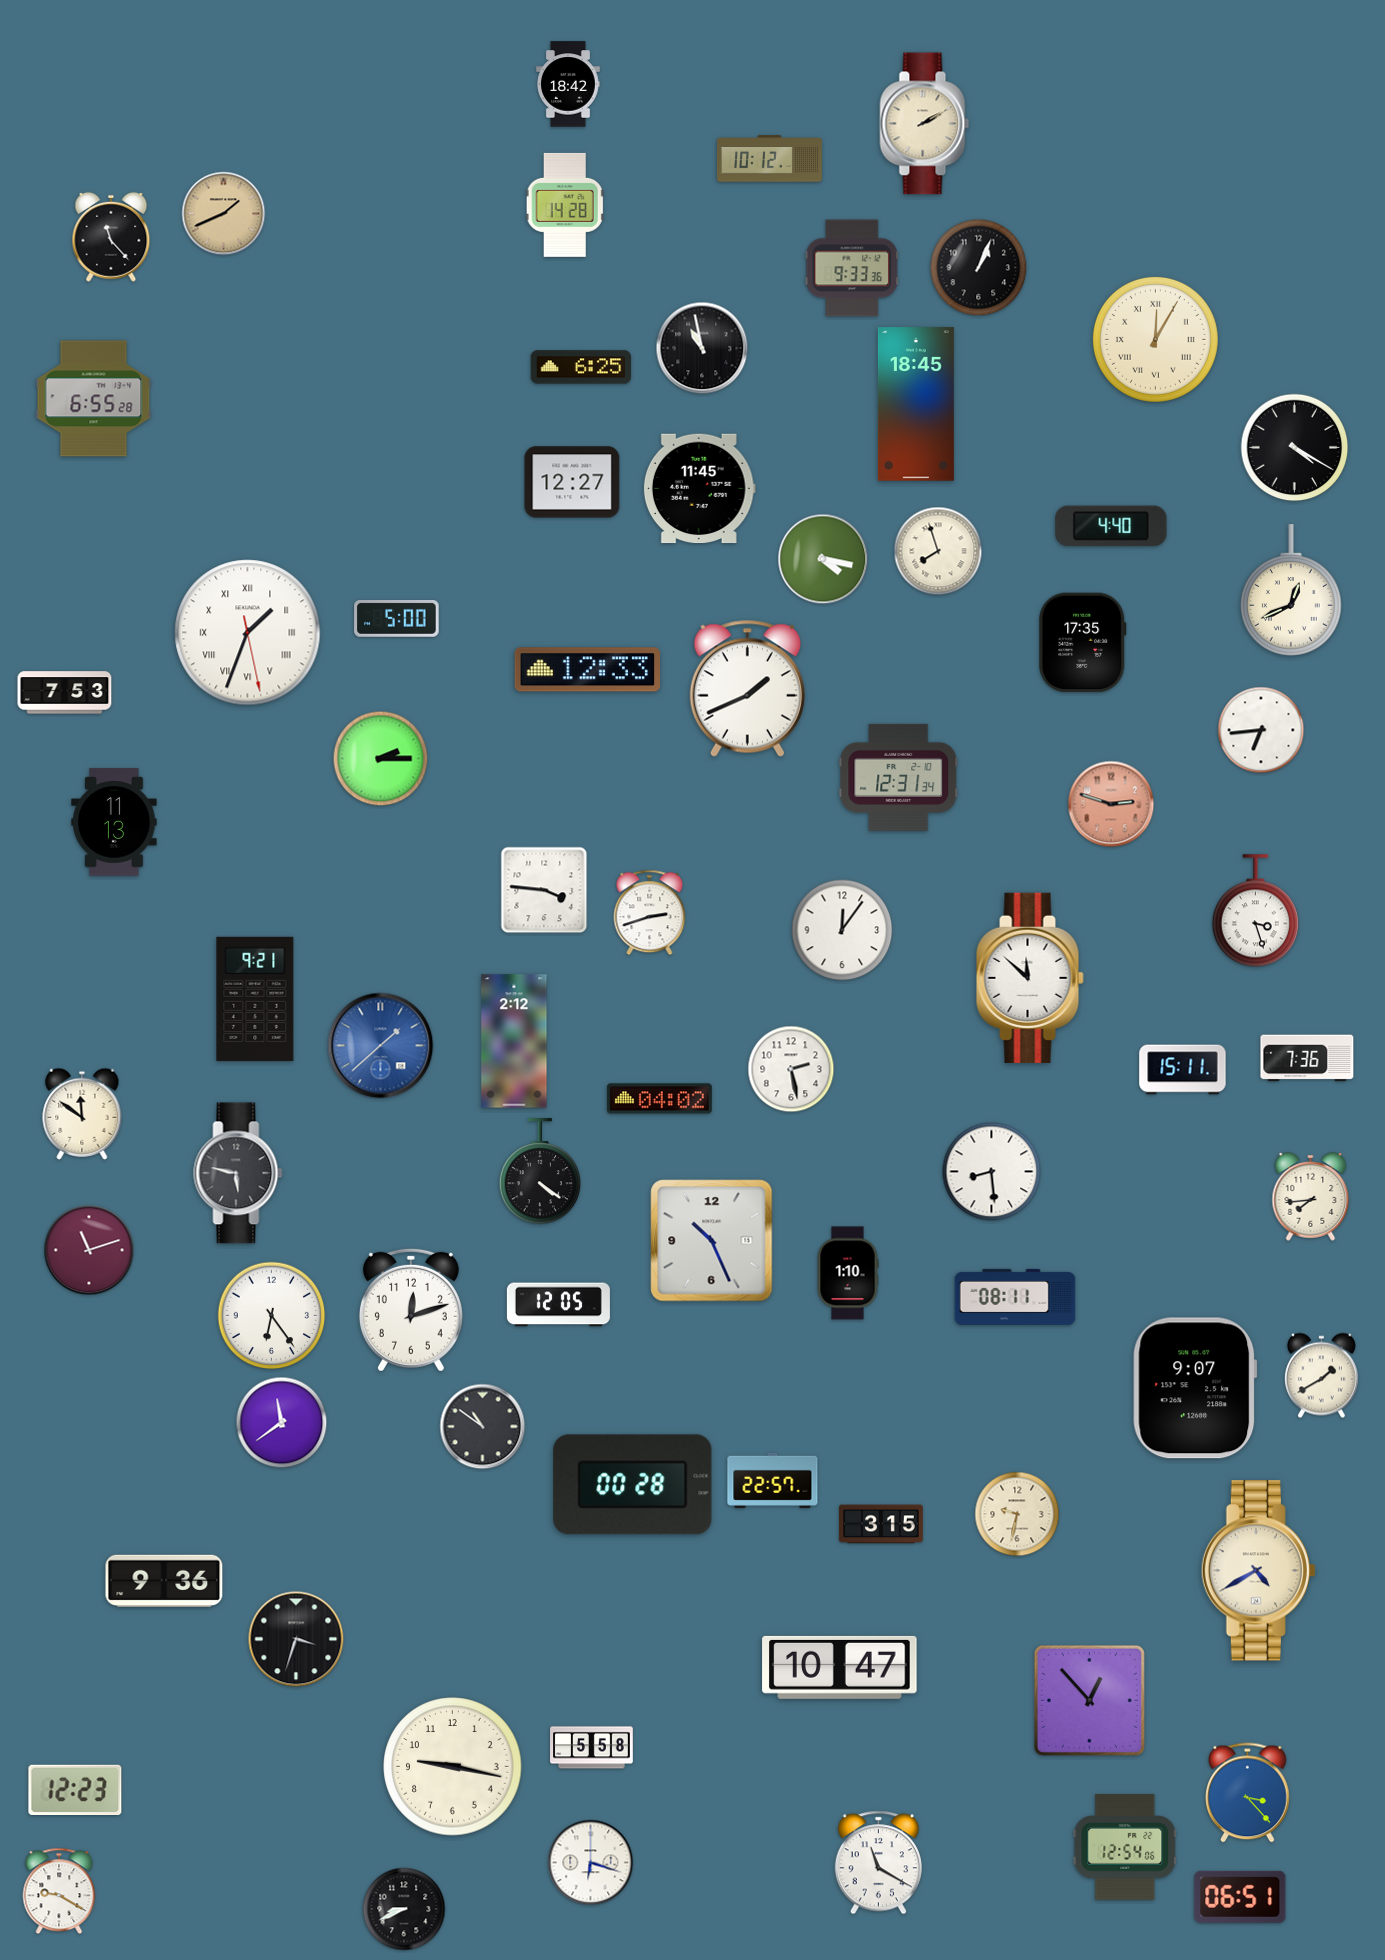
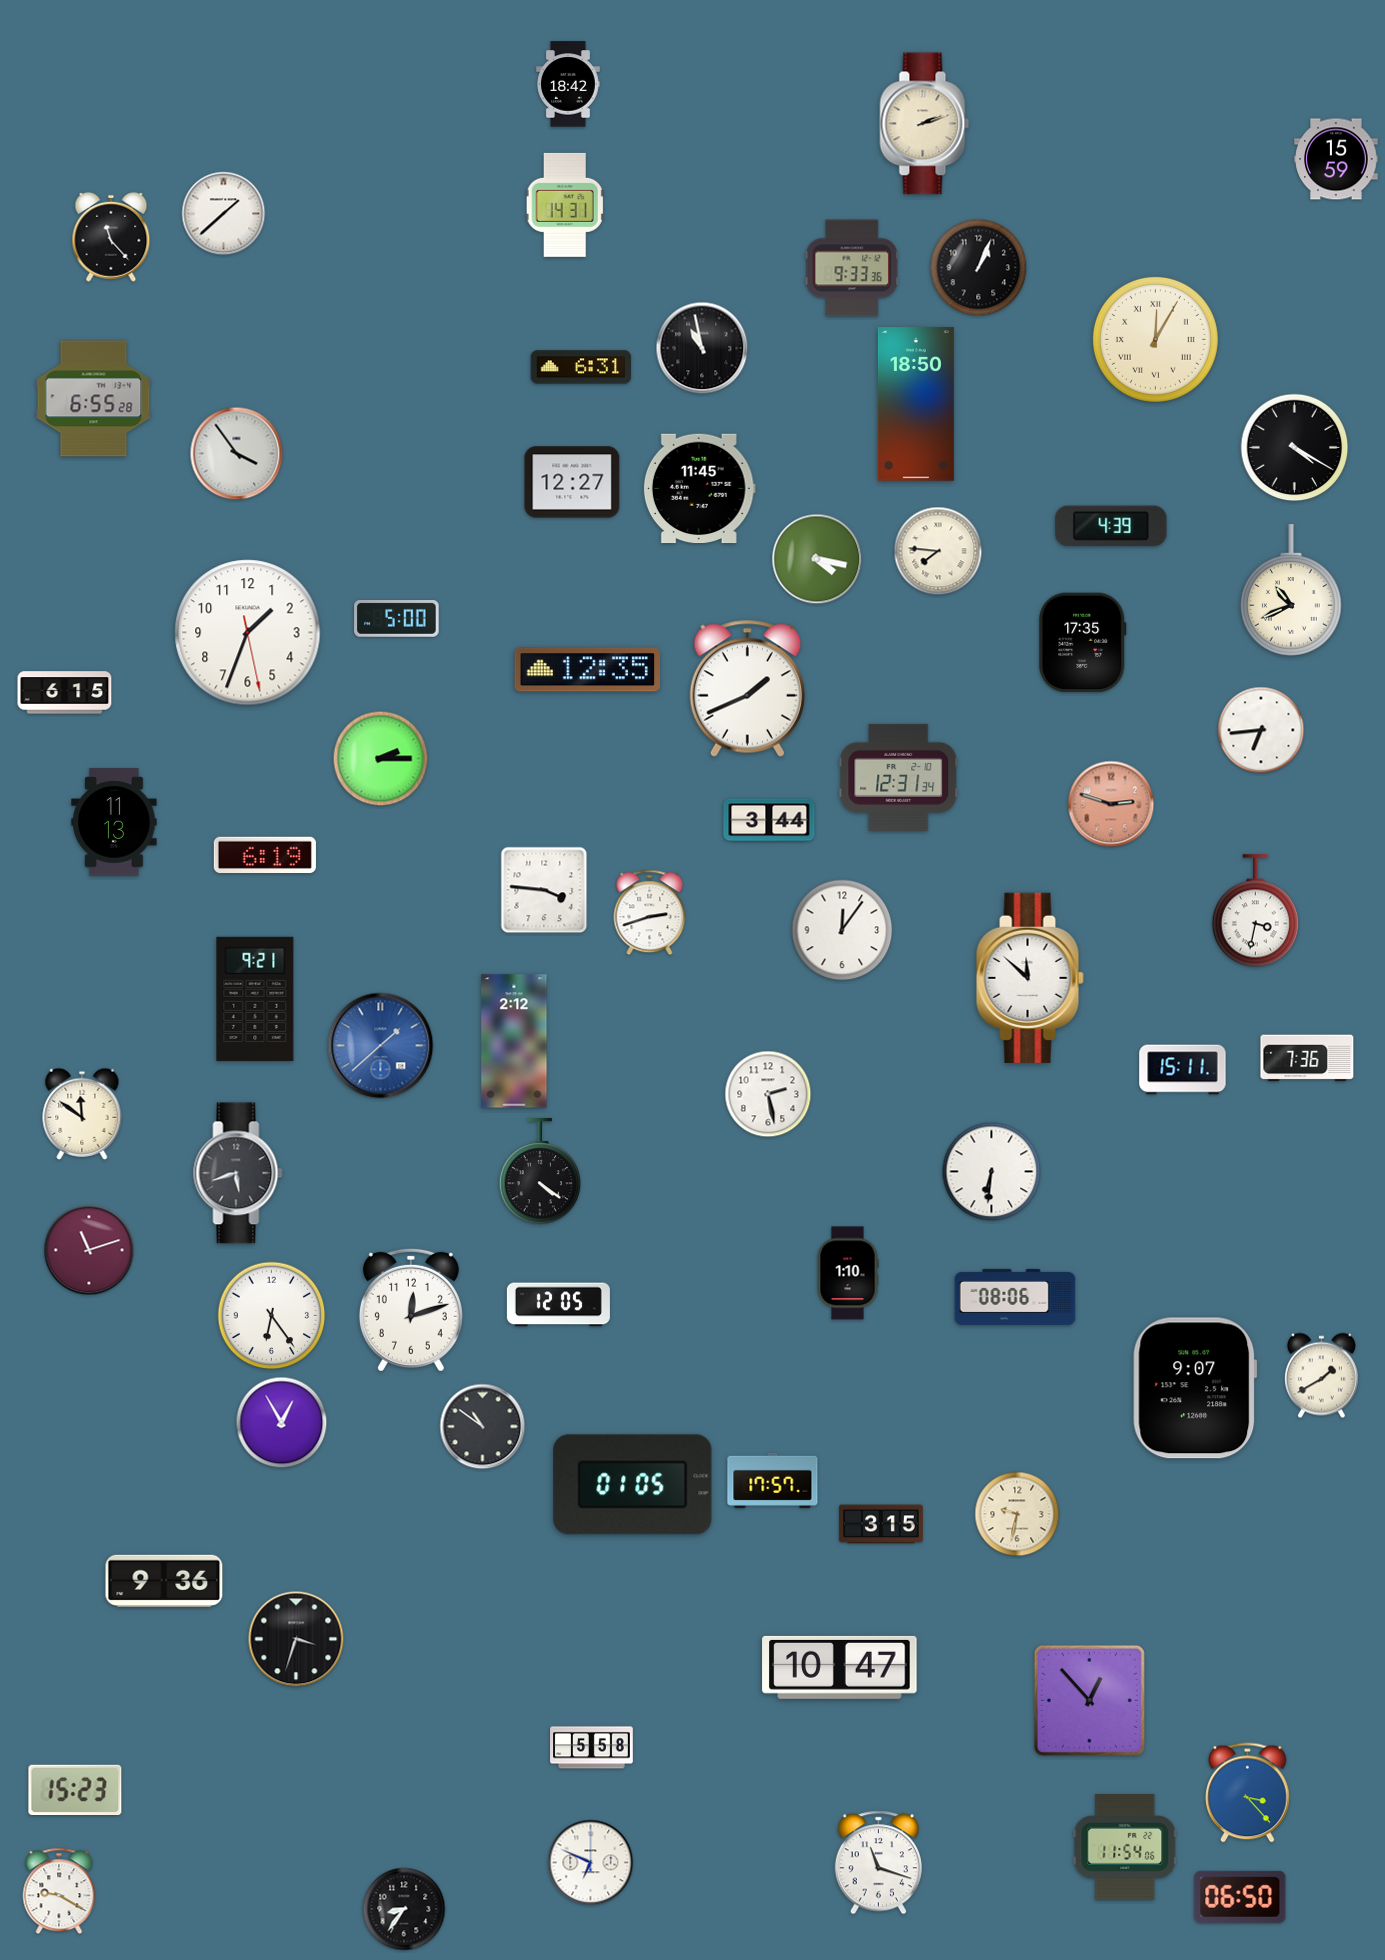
clock at (925, 124): 2:10 -> 2:12
clock at (769, 159): 10:12 -> none
clock at (1336, 159): none -> 15:59
clock at (565, 205): 14:28 -> 14:31
clock at (224, 214): 1:41 -> 1:38
clock at (224, 214) dial: champagne -> white
clock at (581, 367): 6:25 -> 6:31
clock at (916, 404): 18:45 -> 18:50
clock at (237, 454): none -> 3:54
clock at (1111, 526): 4:40 -> 4:39
clock at (938, 551): 7:57 -> 7:46
clock at (823, 559) position: (823, 559) -> (817, 559)
clock at (1291, 590): 12:41 -> 10:41
clock at (248, 633) numerals: Roman -> Arabic
clock at (588, 670): 12:33 -> 12:35
clock at (65, 693): 7:53 -> 6:15
clock at (769, 820): none -> 3:44
clock at (265, 855): none -> 6:19
clock at (1255, 911): 3:27 -> 3:32
clock at (791, 1069) position: (791, 1069) -> (768, 1094)
clock at (659, 1099): 04:02 -> none
clock at (992, 1172): 8:29 -> 6:31
clock at (238, 1173): 5:47 -> 5:42
clock at (1311, 1197): 7:44 -> none
clock at (712, 1241): 10:26 -> none
clock at (1015, 1297): 08:11 -> 08:06
clock at (282, 1423): 11:39 -> 12:55
clock at (773, 1480): 22:57 -> 17:57
clock at (633, 1485): 00:28 -> 01:05
clock at (1258, 1571): 4:40 -> none
clock at (453, 1767): 9:17 -> none
clock at (75, 1789): 12:23 -> 15:23
clock at (1125, 1847): 12:54 -> 11:54
clock at (591, 1863): 6:18 -> 6:49
clock at (878, 1863): 11:20 -> 11:18
clock at (1240, 1897): 06:51 -> 06:50
clock at (404, 1909): 8:41 -> 8:36
